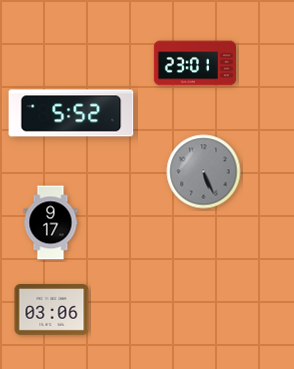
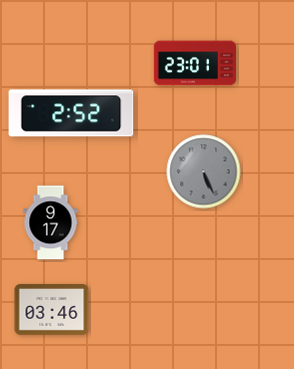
clock at (71, 113): 5:52 -> 2:52
clock at (52, 310): 03:06 -> 03:46
